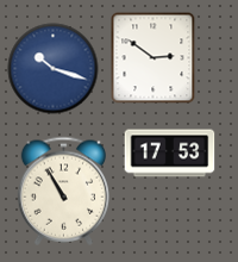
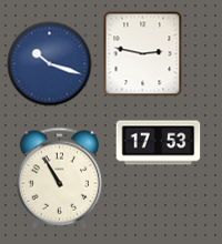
clock at (154, 58): 2:51 -> 2:47
